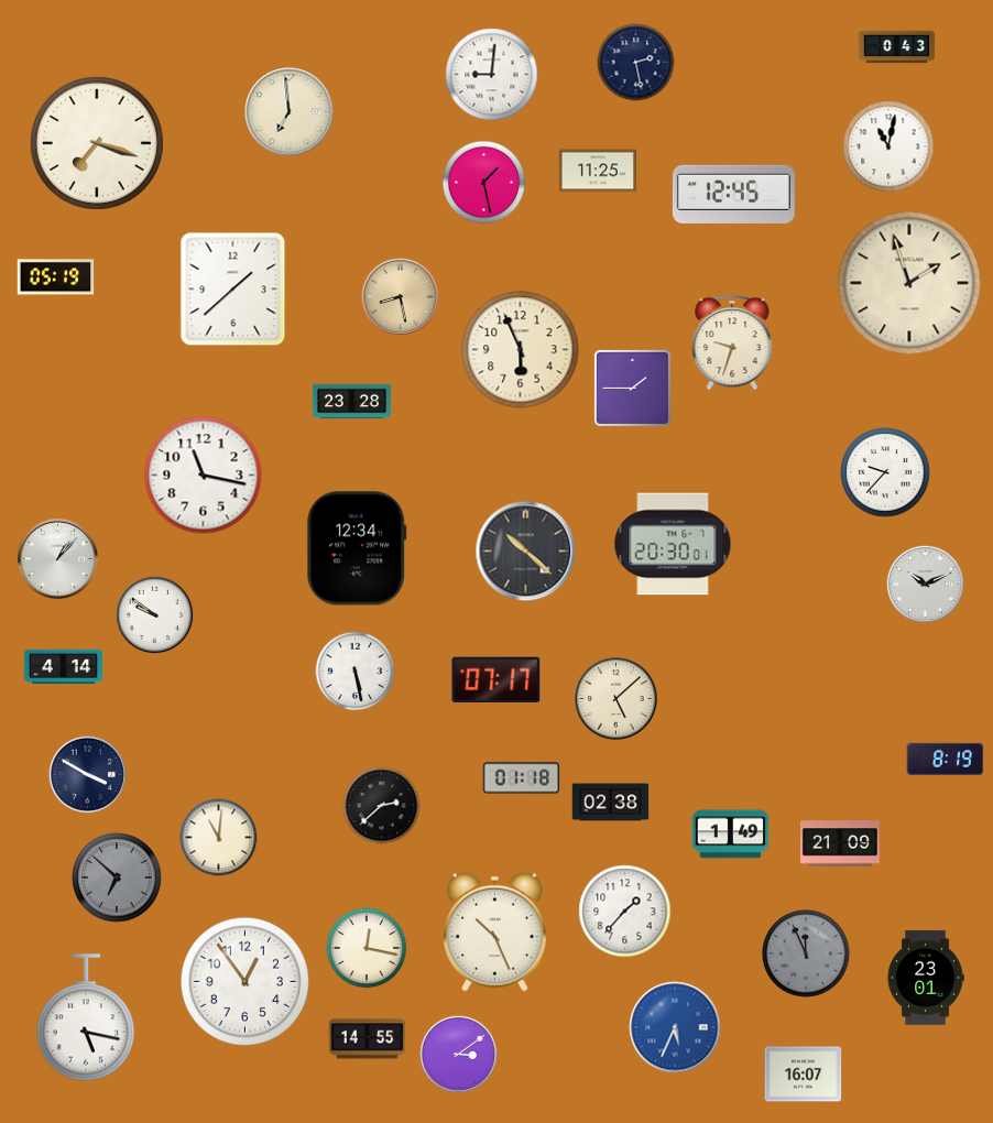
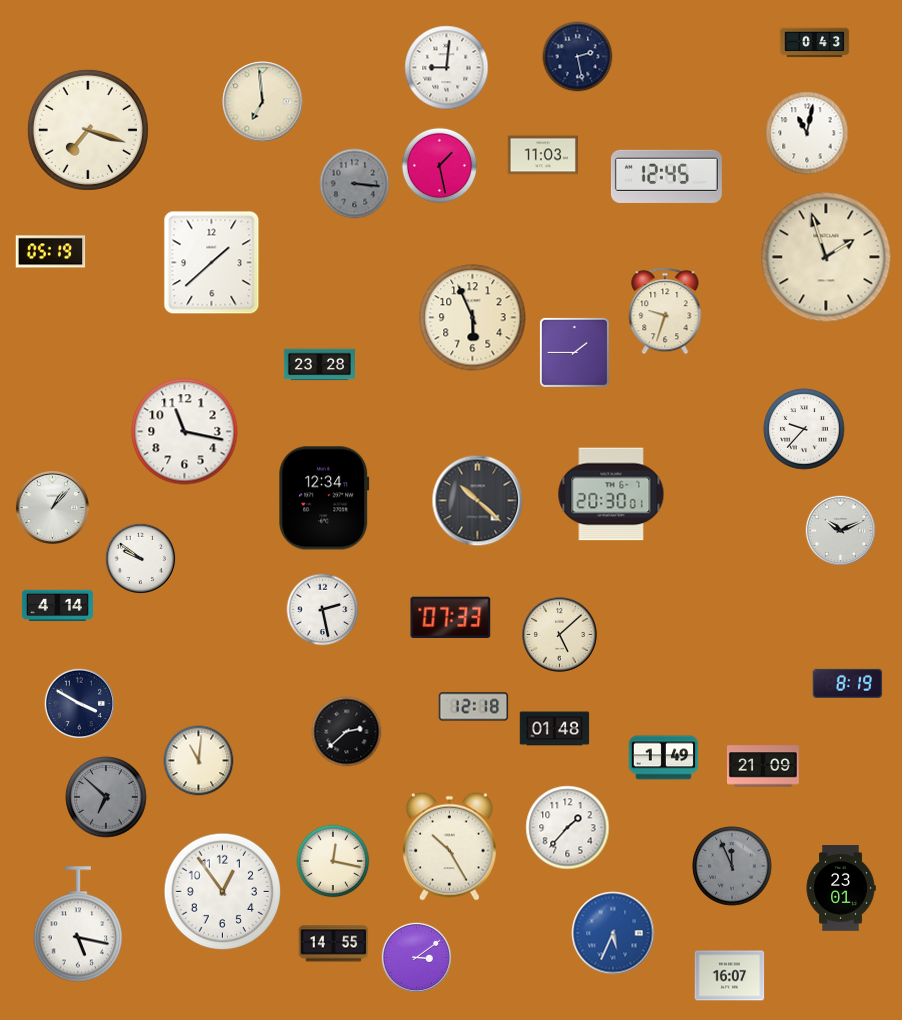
clock at (598, 171): 11:25 -> 11:03
clock at (355, 184): none -> 3:16
clock at (401, 297): 8:28 -> none
clock at (356, 672): 5:28 -> 2:28
clock at (496, 680): 07:17 -> 07:33
clock at (946, 759) position: (946, 759) -> (848, 683)
clock at (522, 778): 01:18 -> 12:18
clock at (611, 803): 02:38 -> 01:48
clock at (494, 931): 10:26 -> 10:25
